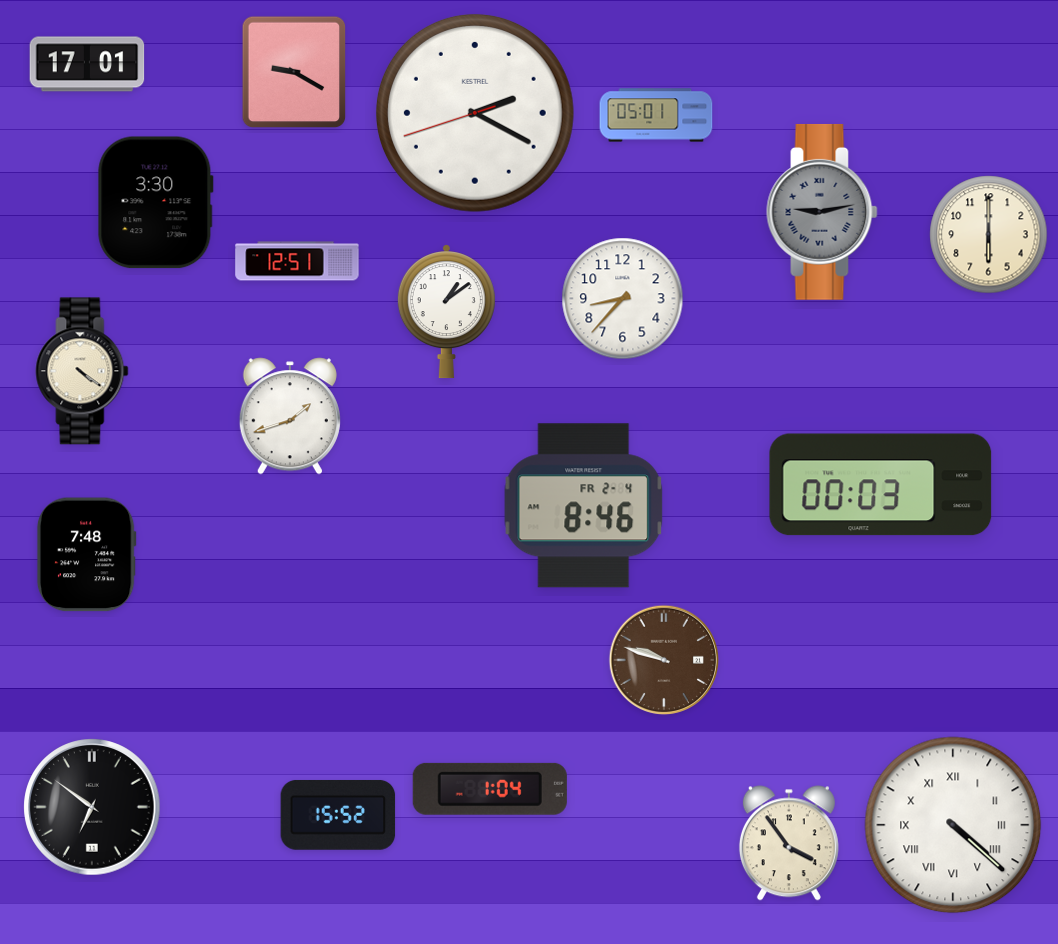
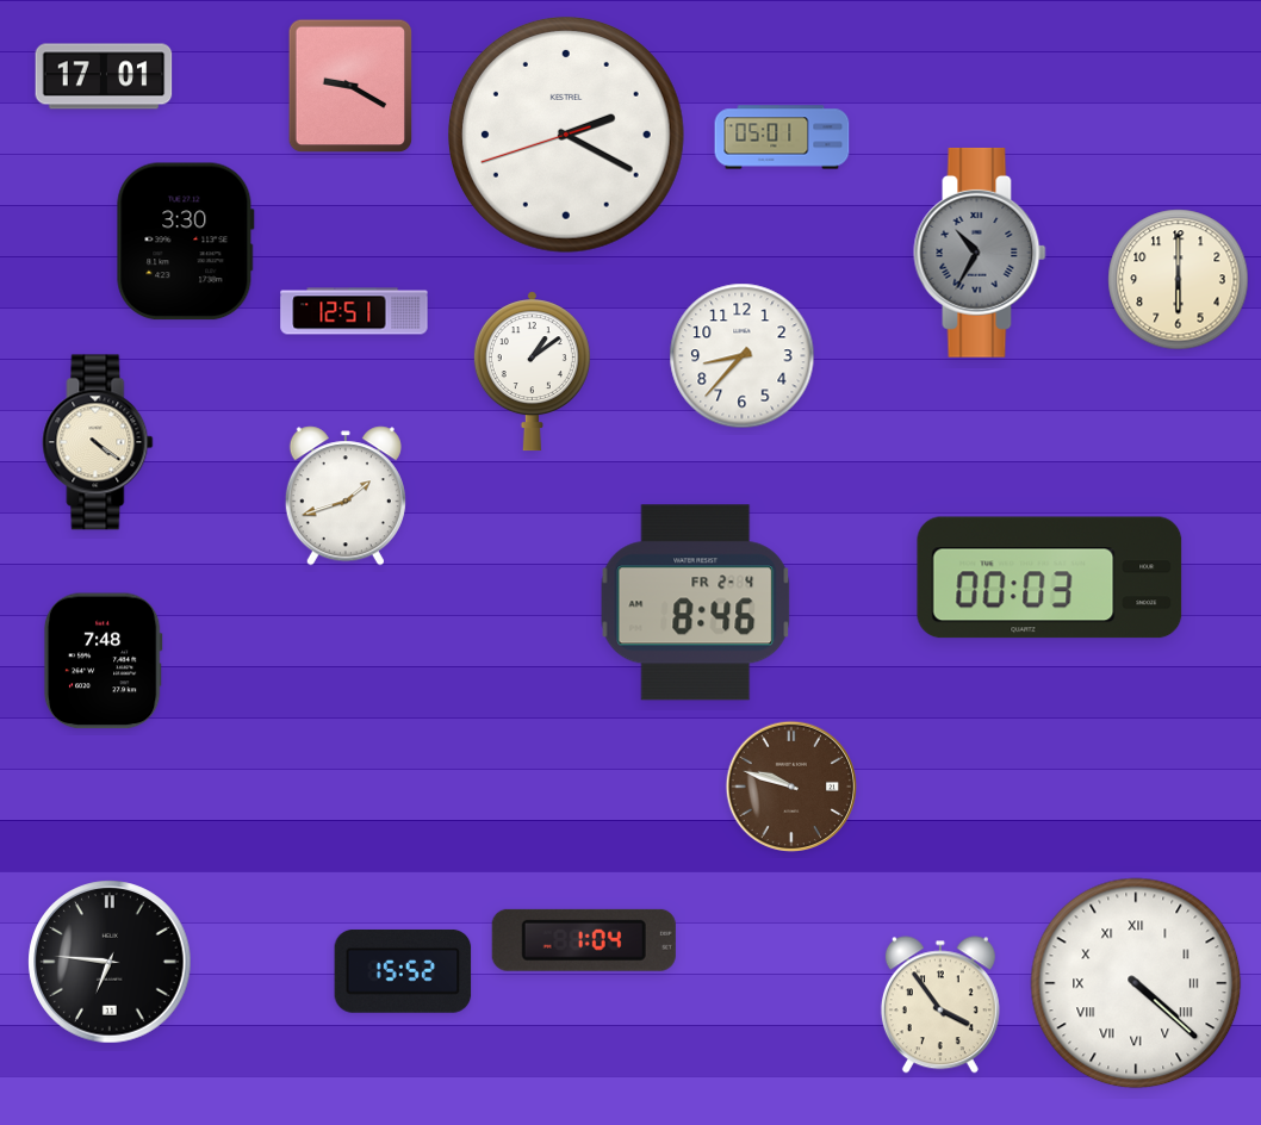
clock at (822, 212): 9:13 -> 10:35
clock at (92, 807): 6:51 -> 6:46
